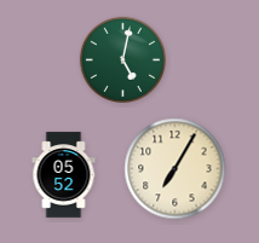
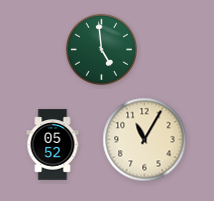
clock at (122, 59): 5:02 -> 4:59
clock at (175, 169): 7:05 -> 11:05
